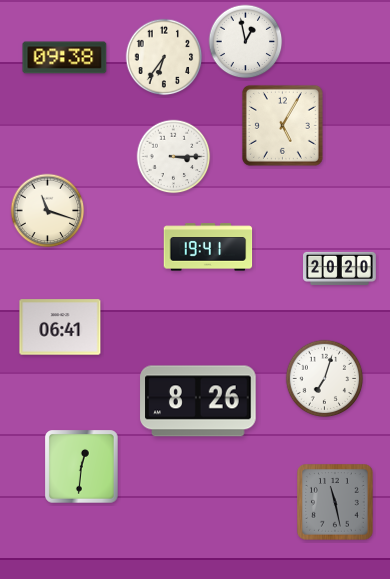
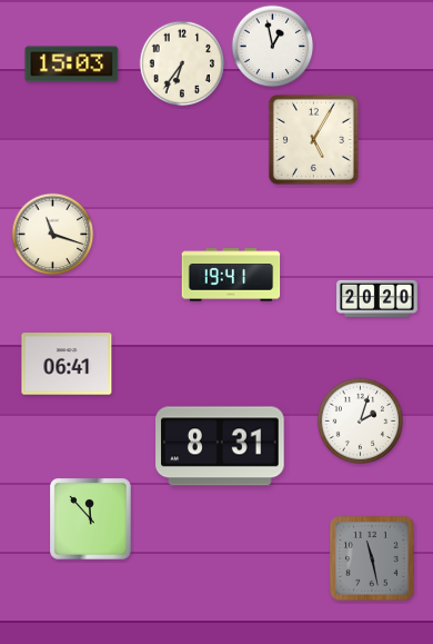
clock at (65, 58): 09:38 -> 15:03
clock at (174, 157): 3:15 -> none
clock at (325, 379): 7:03 -> 2:03
clock at (198, 401): 8:26 -> 8:31
clock at (82, 467): 12:31 -> 11:53
